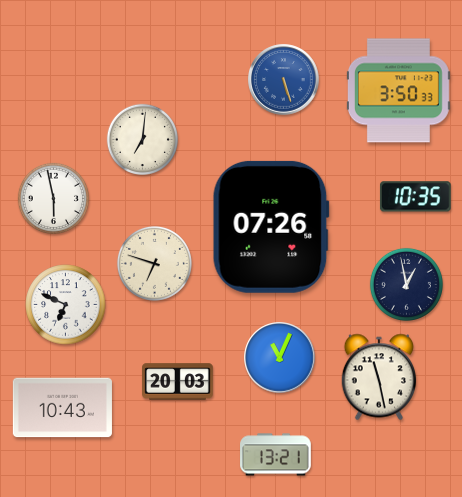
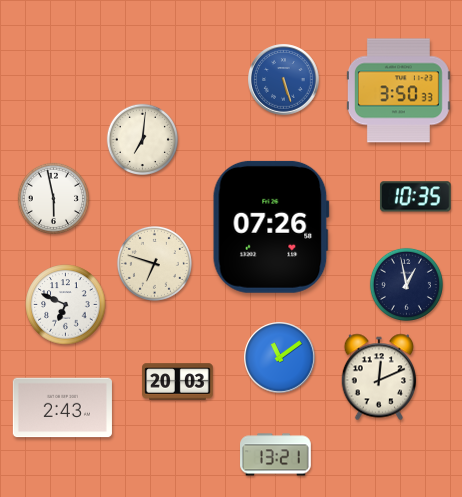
clock at (280, 358): 11:04 -> 11:09
clock at (379, 377): 11:28 -> 12:11
clock at (62, 408): 10:43 -> 2:43
